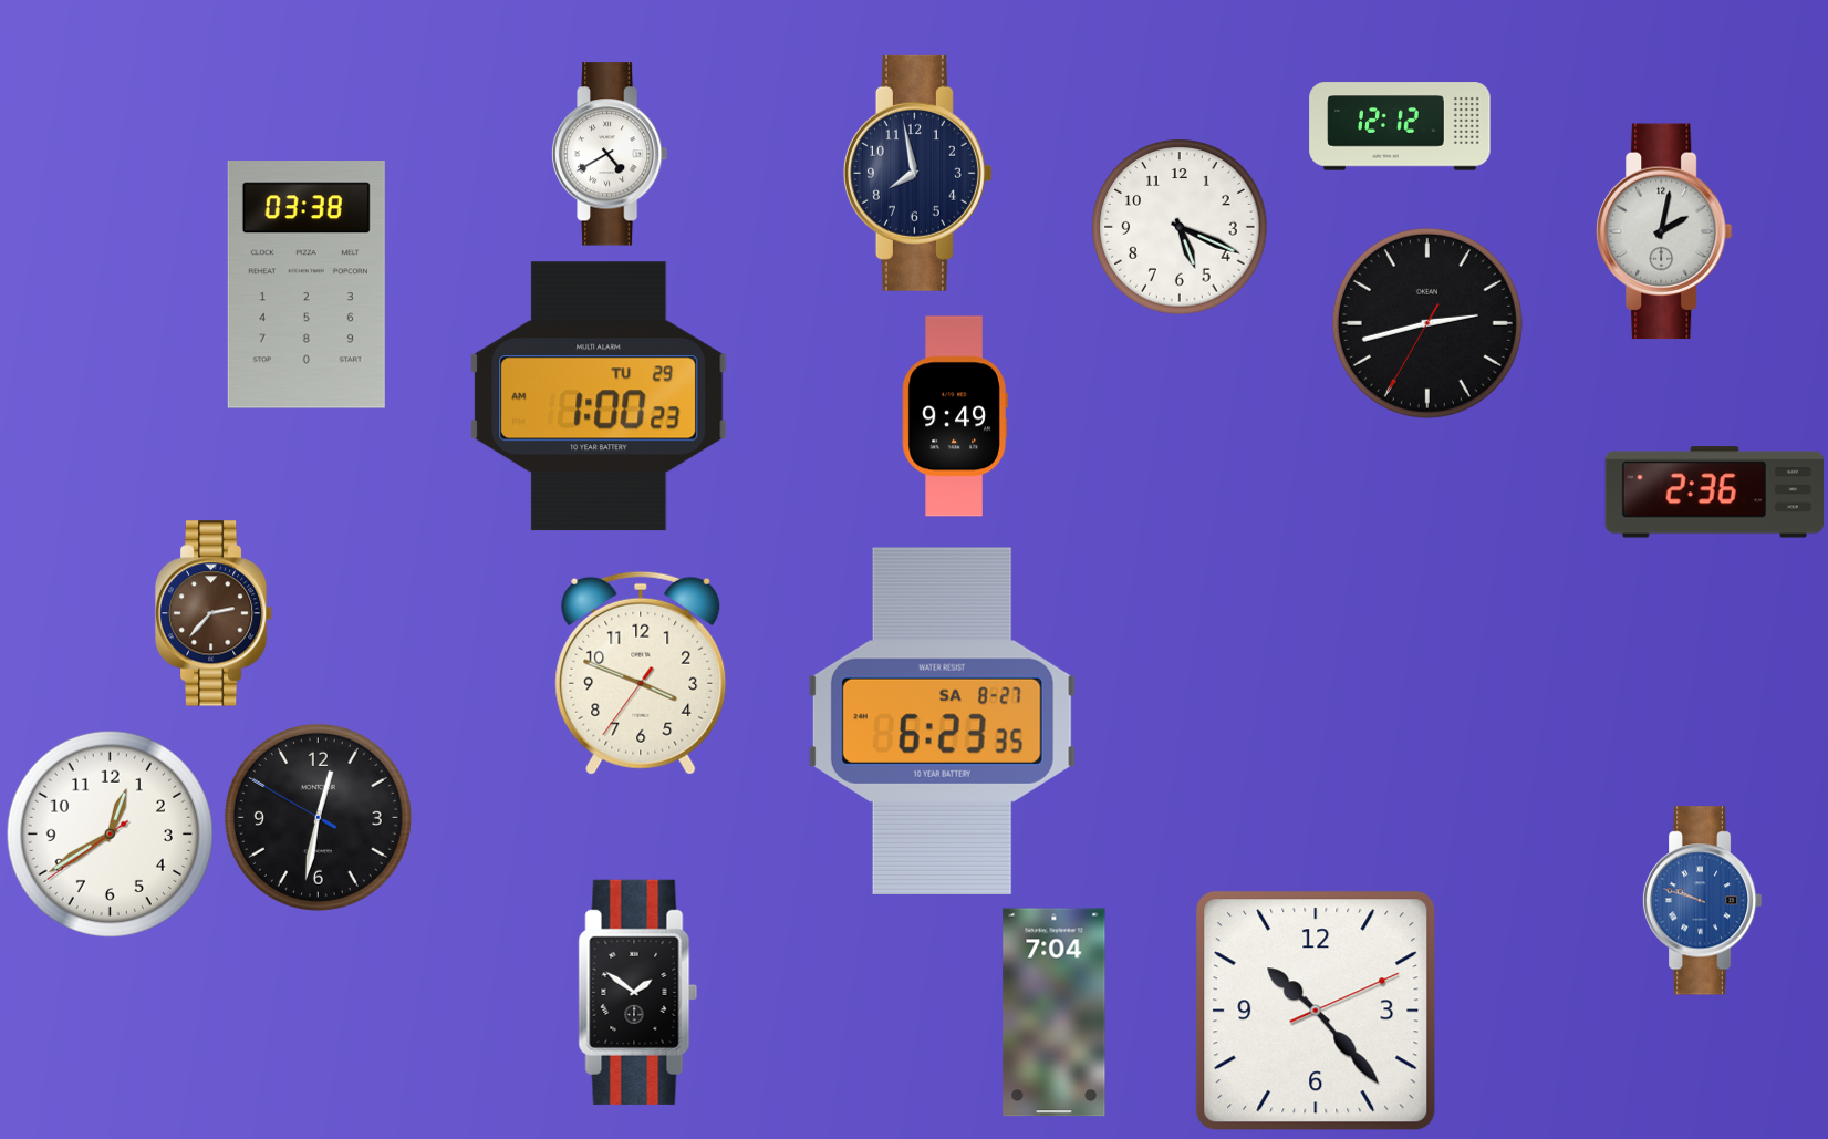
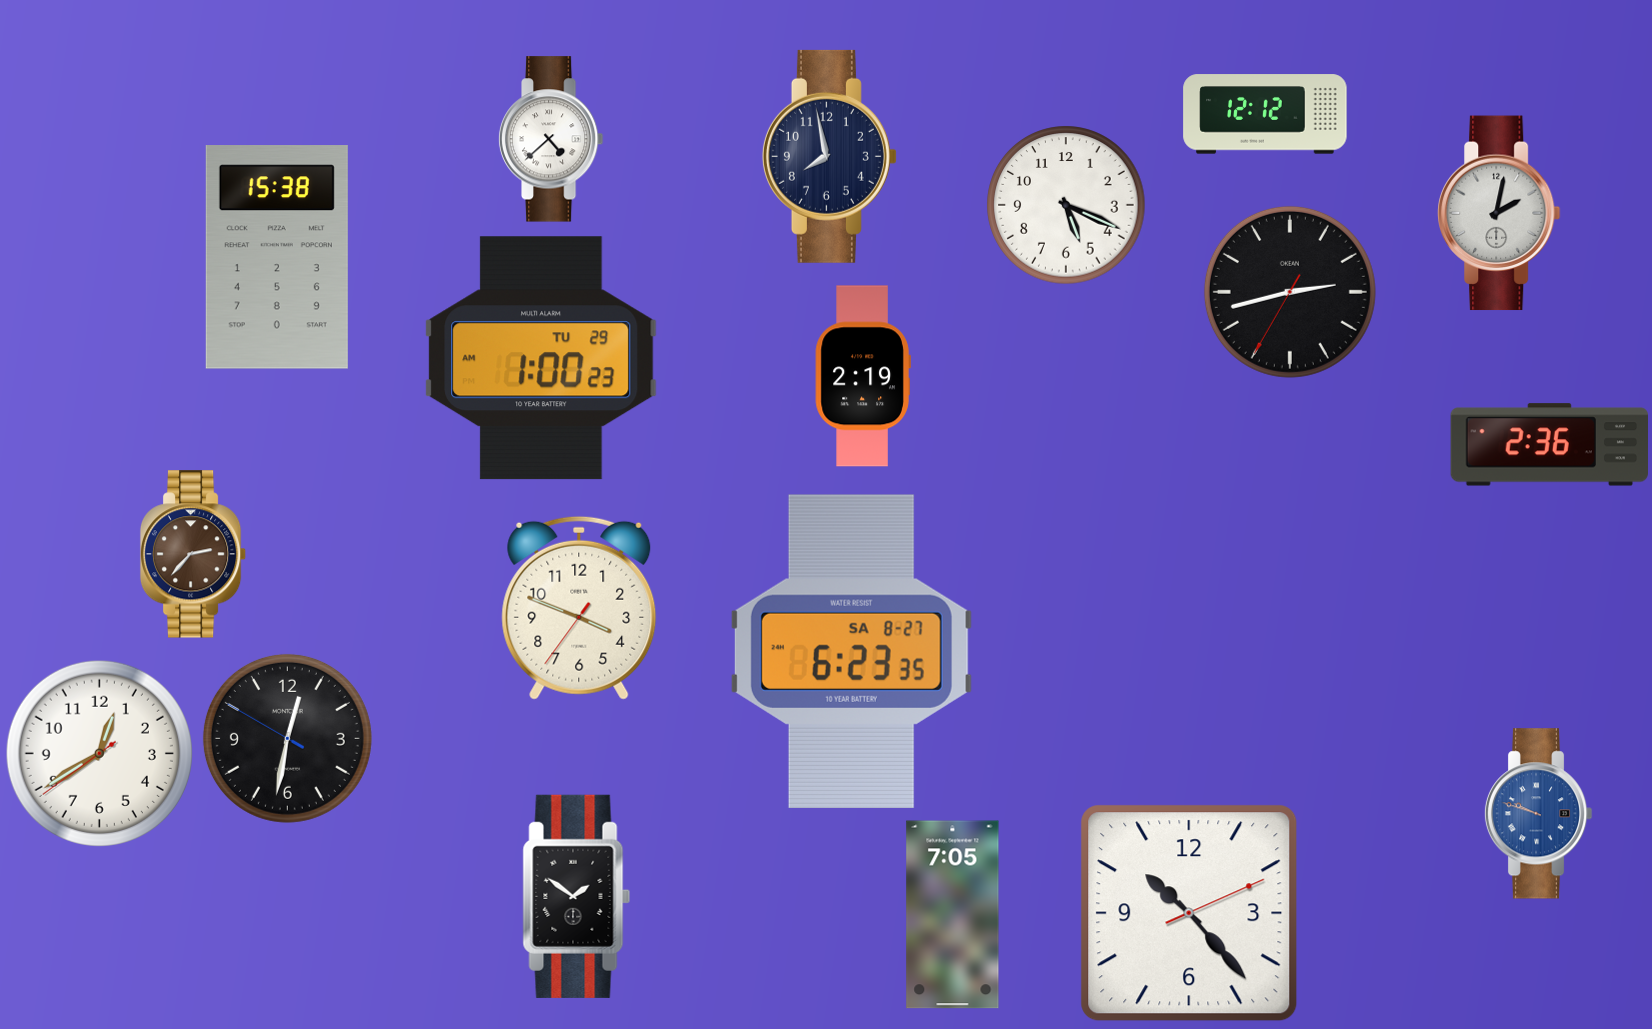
clock at (610, 154): 4:40 -> 4:38
clock at (1665, 231) position: (1665, 231) -> (1500, 213)
clock at (307, 284): 03:38 -> 15:38
clock at (955, 416): 9:49 -> 2:19
clock at (1055, 1013): 7:04 -> 7:05
